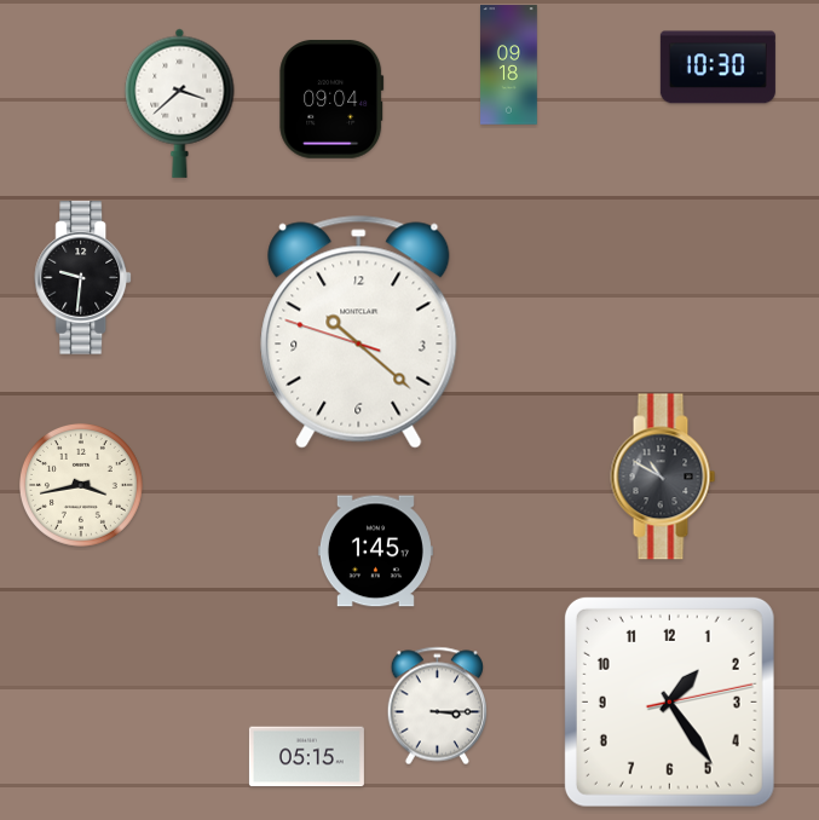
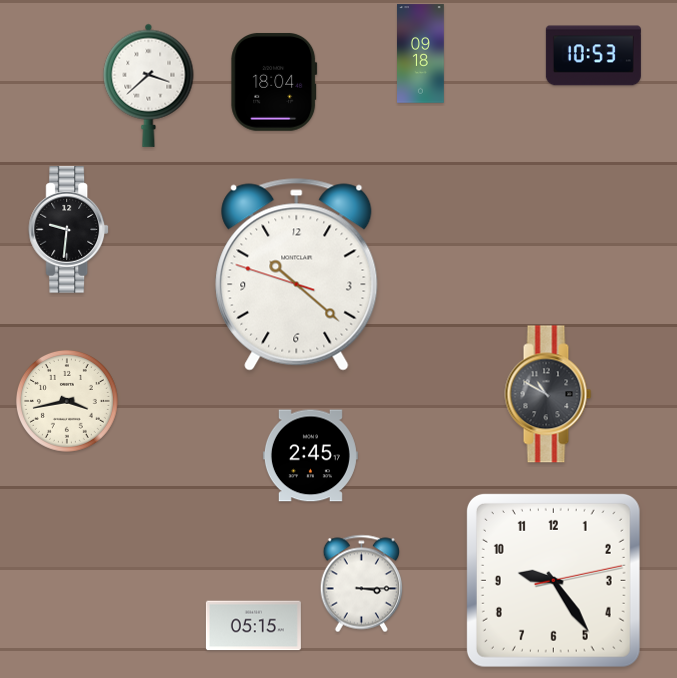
clock at (717, 68): 10:30 -> 10:53
clock at (331, 99): 09:04 -> 18:04
clock at (375, 552): 1:45 -> 2:45
clock at (669, 701): 1:24 -> 9:24
